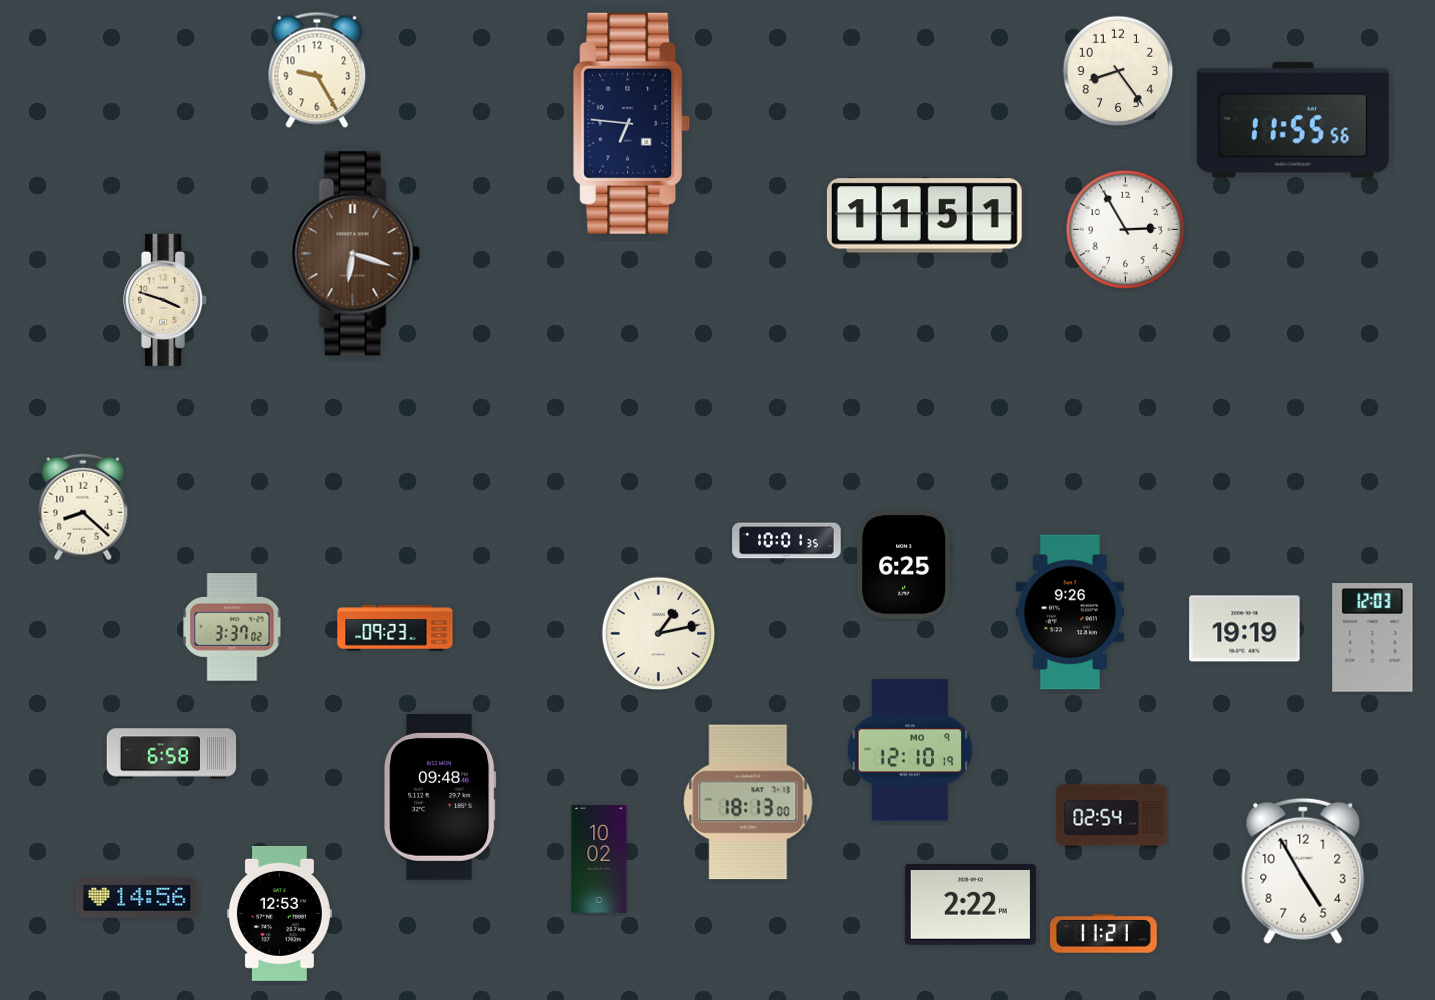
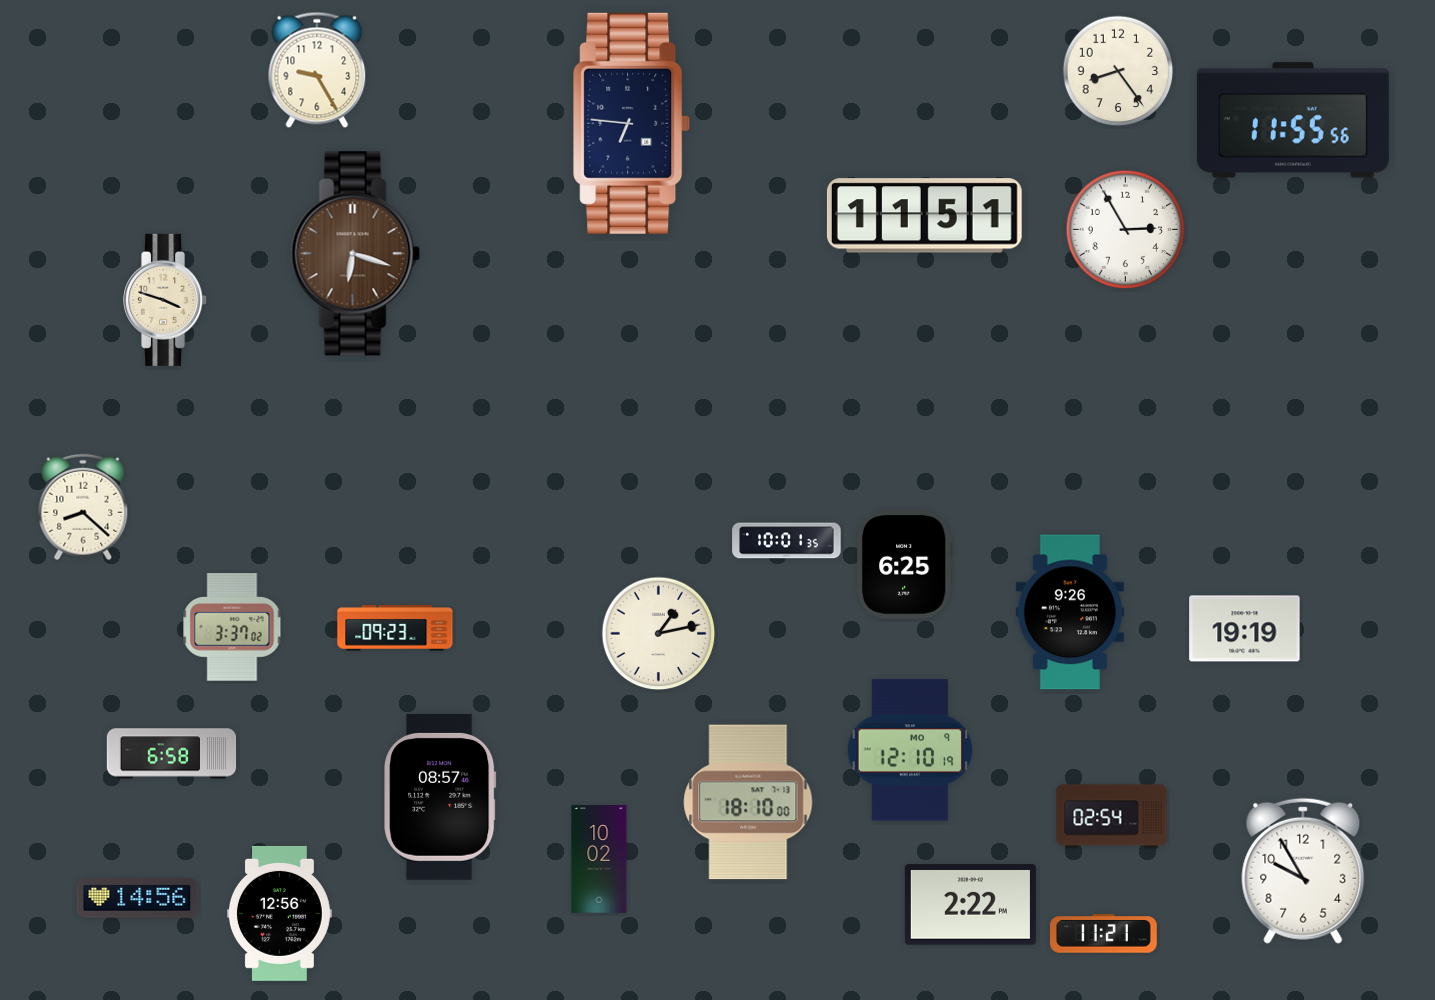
clock at (1373, 638): 12:03 -> none
clock at (440, 797): 09:48 -> 08:57
clock at (748, 802): 18:13 -> 18:10
clock at (1303, 871): 4:55 -> 9:55
clock at (279, 913): 12:53 -> 12:56
